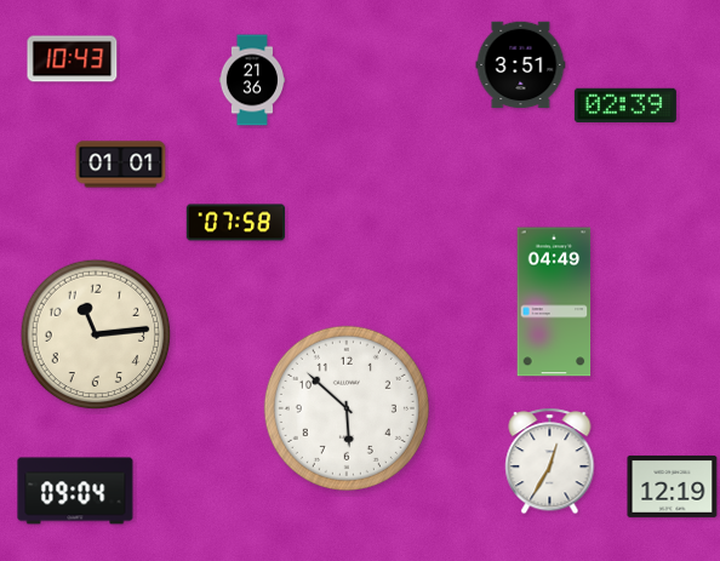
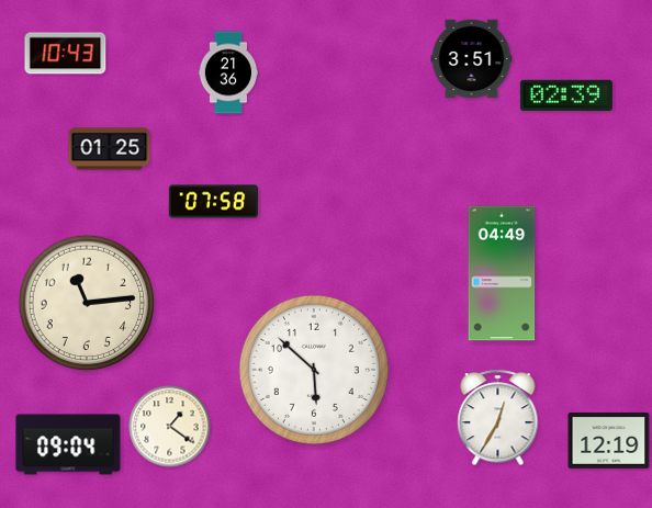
clock at (121, 165): 01:01 -> 01:25
clock at (170, 427): none -> 1:21
